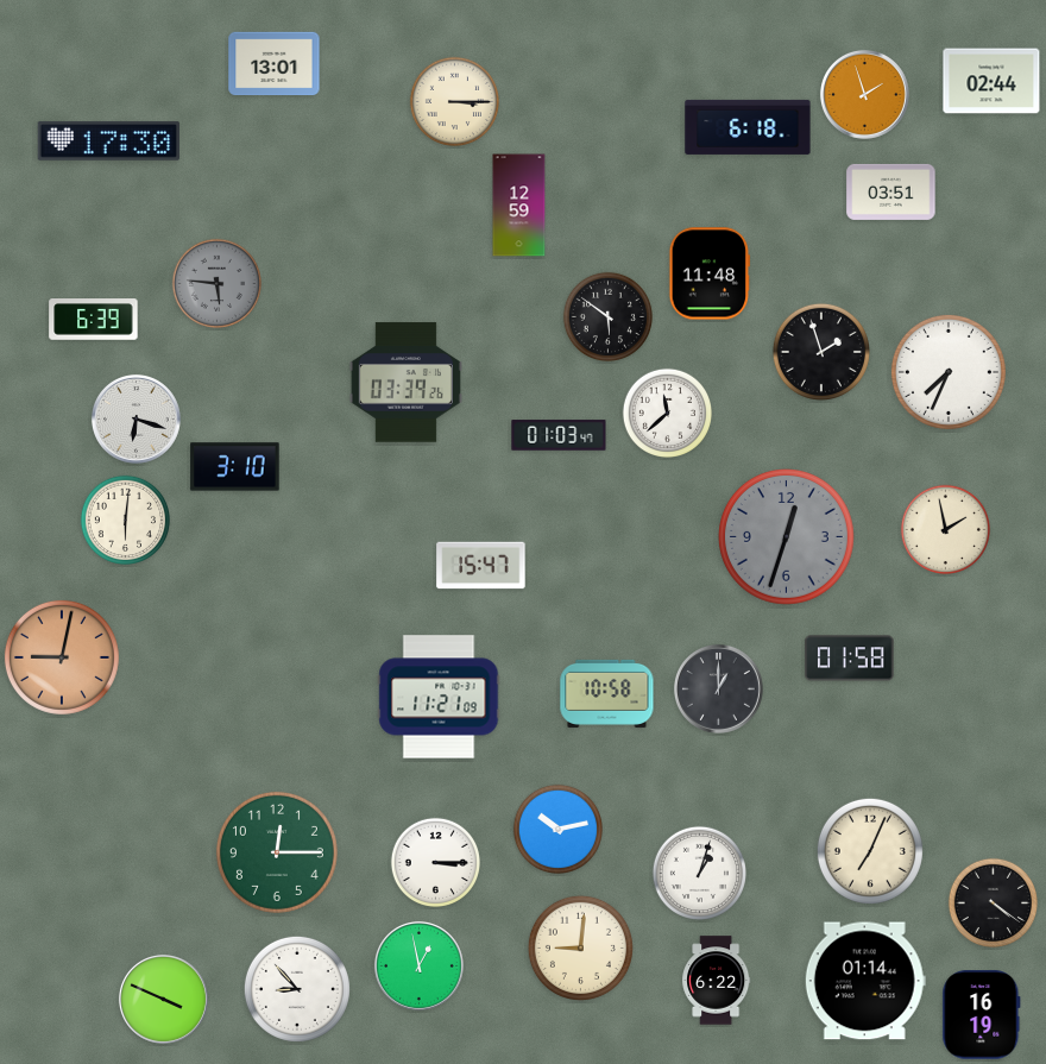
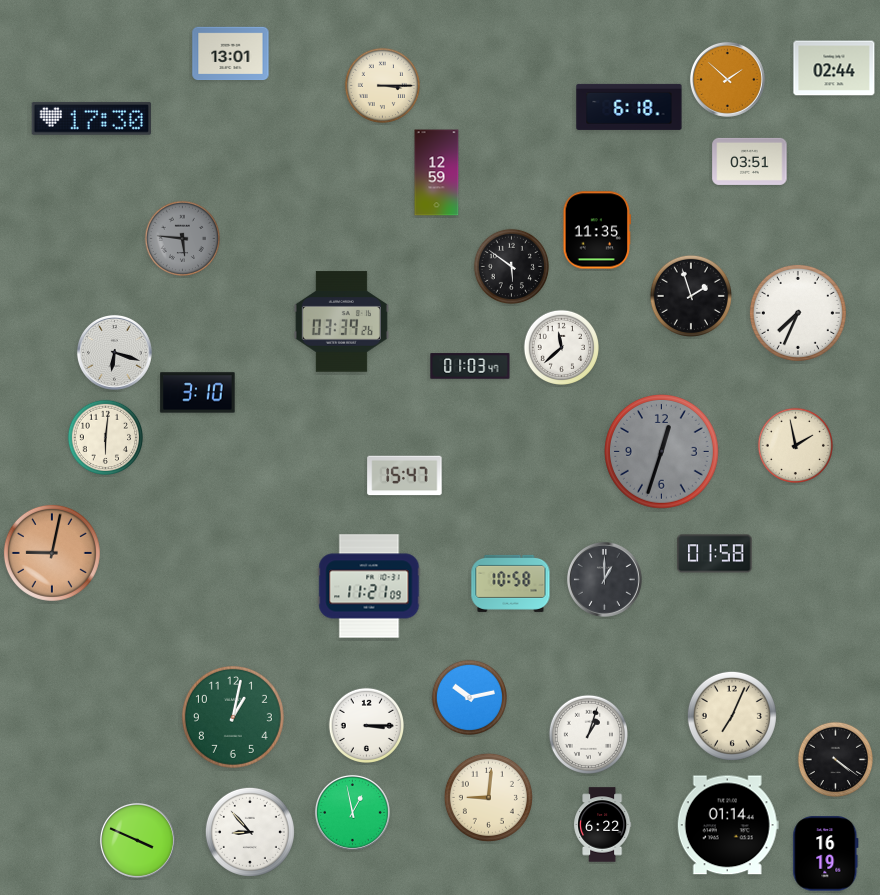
clock at (865, 95): 1:57 -> 1:52
clock at (710, 273): 11:48 -> 11:35
clock at (94, 320): 6:39 -> none
clock at (277, 852): 12:15 -> 1:02
